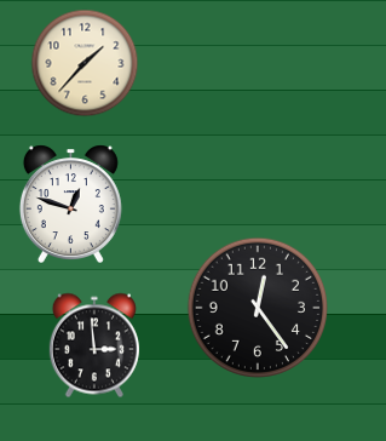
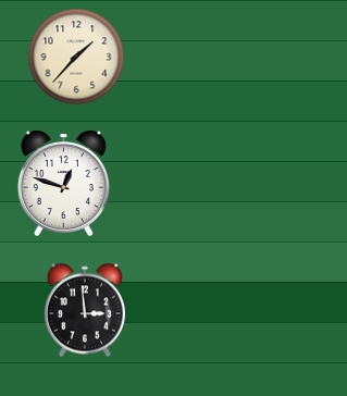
clock at (258, 308): 12:24 -> none
